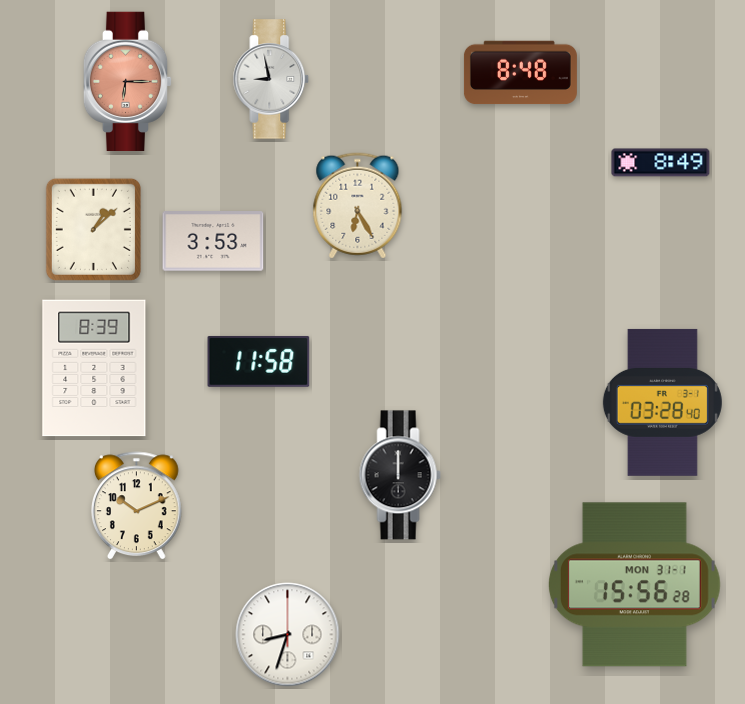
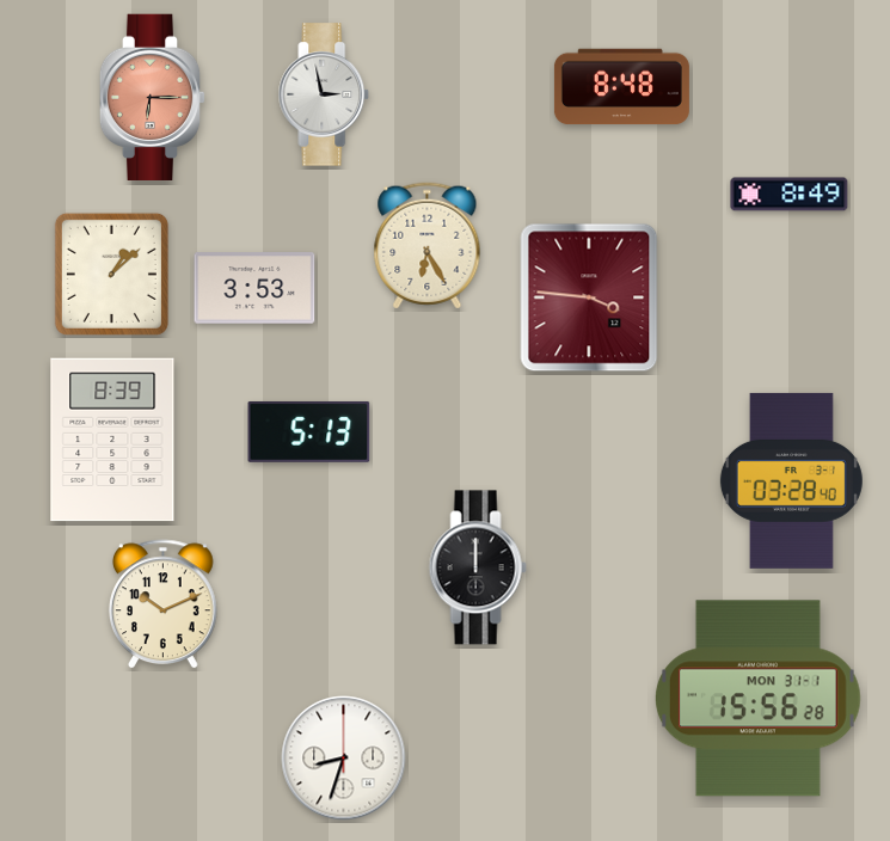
clock at (271, 79): 8:58 -> 2:58
clock at (589, 297): none -> 3:46
clock at (259, 361): 11:58 -> 5:13
